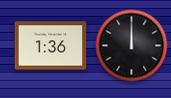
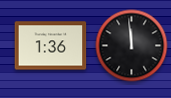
clock at (132, 46): 12:00 -> 11:59
